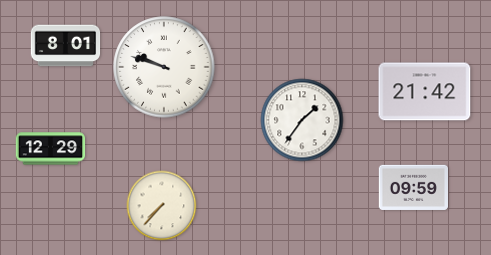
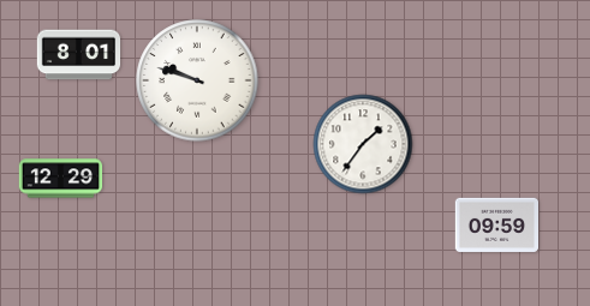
clock at (425, 92): 21:42 -> none
clock at (162, 206): 7:37 -> none
